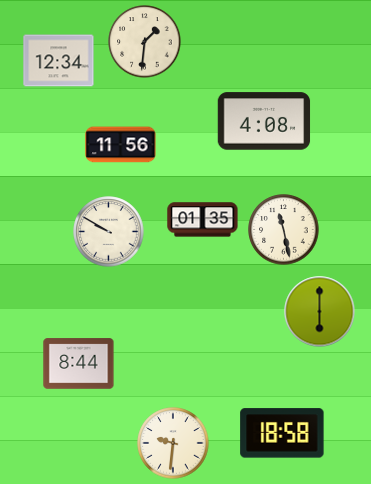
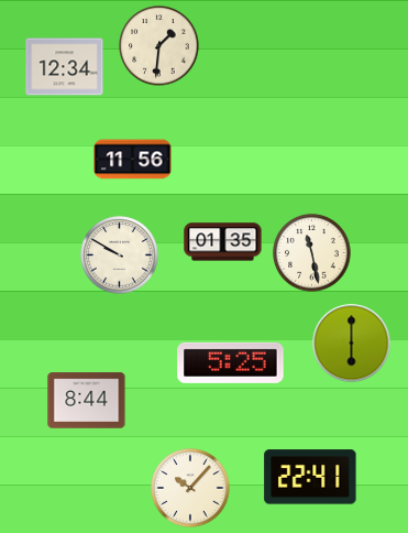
clock at (264, 121): 4:08 -> none
clock at (231, 362): none -> 5:25
clock at (282, 433): 18:58 -> 22:41
clock at (173, 443): 9:31 -> 10:07
